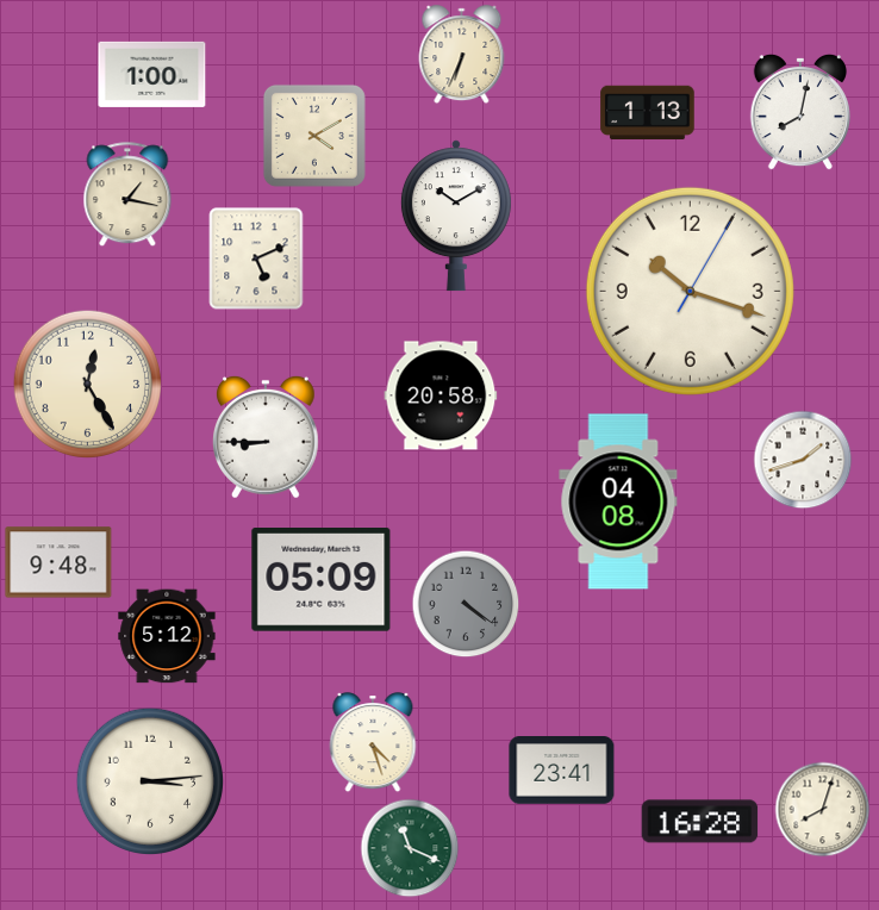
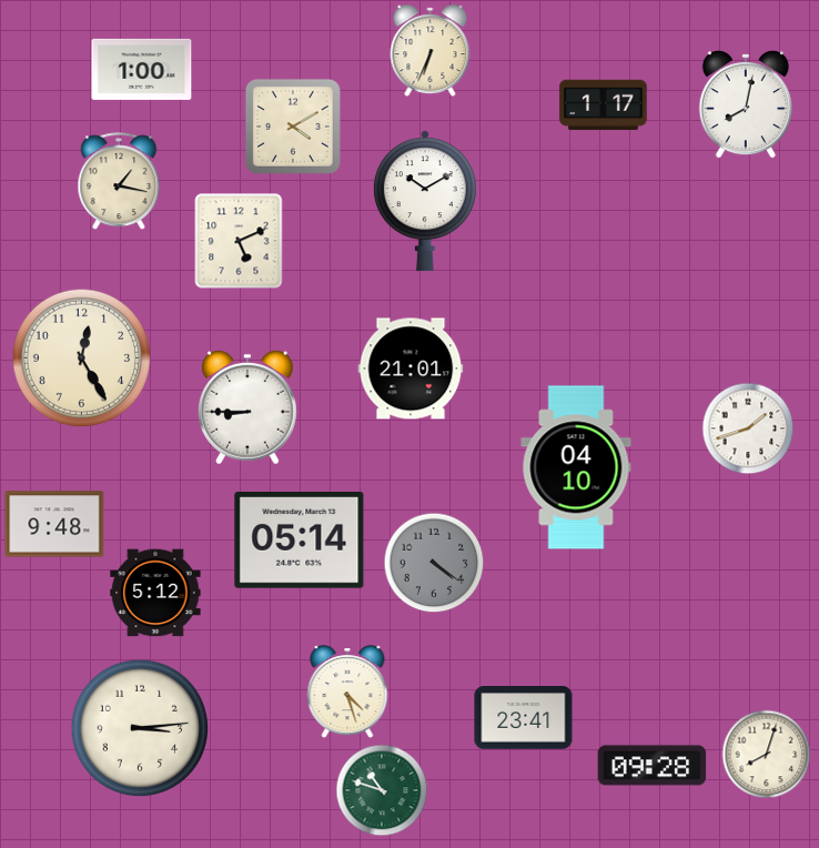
clock at (648, 113): 1:13 -> 1:17
clock at (690, 291): 10:18 -> none
clock at (441, 395): 20:58 -> 21:01
clock at (618, 501): 04:08 -> 04:10
clock at (322, 580): 05:09 -> 05:14
clock at (700, 822): 16:28 -> 09:28
clock at (410, 848): 11:19 -> 10:48
